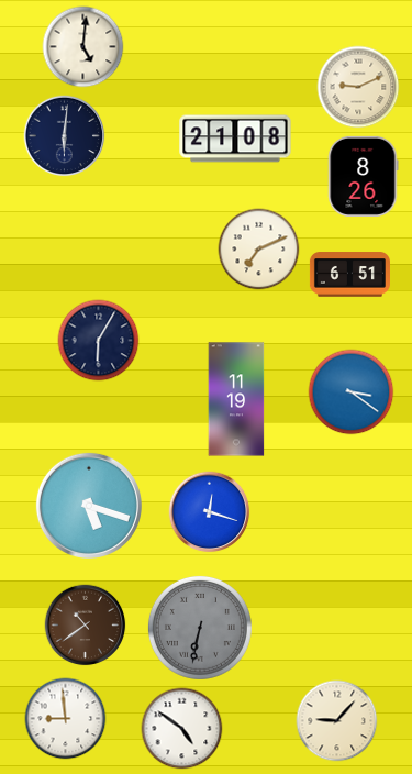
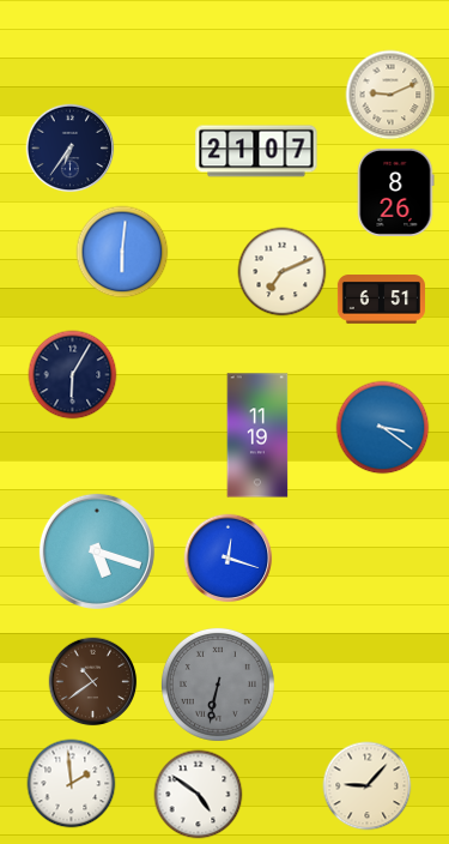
clock at (83, 47): 5:01 -> none
clock at (65, 136): 6:01 -> 6:36
clock at (235, 139): 21:08 -> 21:07
clock at (122, 252): none -> 6:01
clock at (99, 341) position: (99, 341) -> (73, 375)
clock at (66, 719): 8:59 -> 1:59
